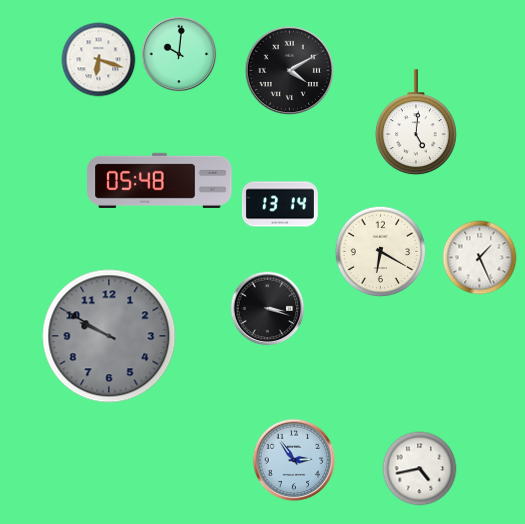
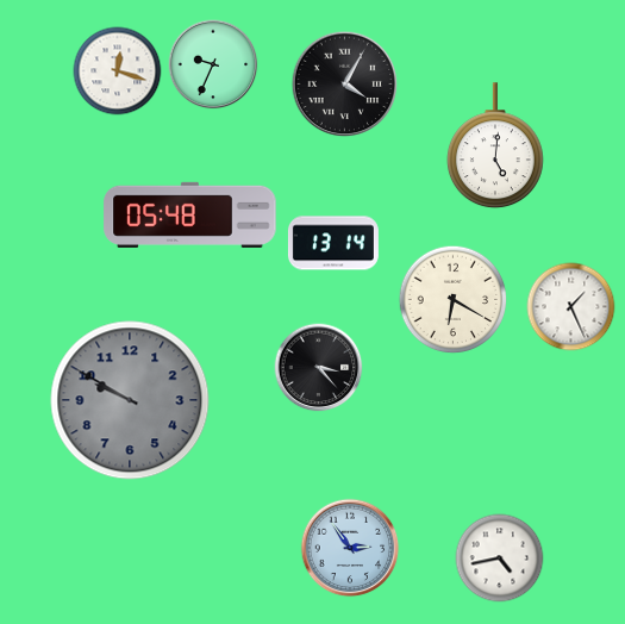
clock at (179, 54): 10:01 -> 9:34
clock at (99, 60): 6:18 -> 12:18
clock at (290, 71): 4:10 -> 4:05
clock at (268, 309): 3:18 -> 3:23
